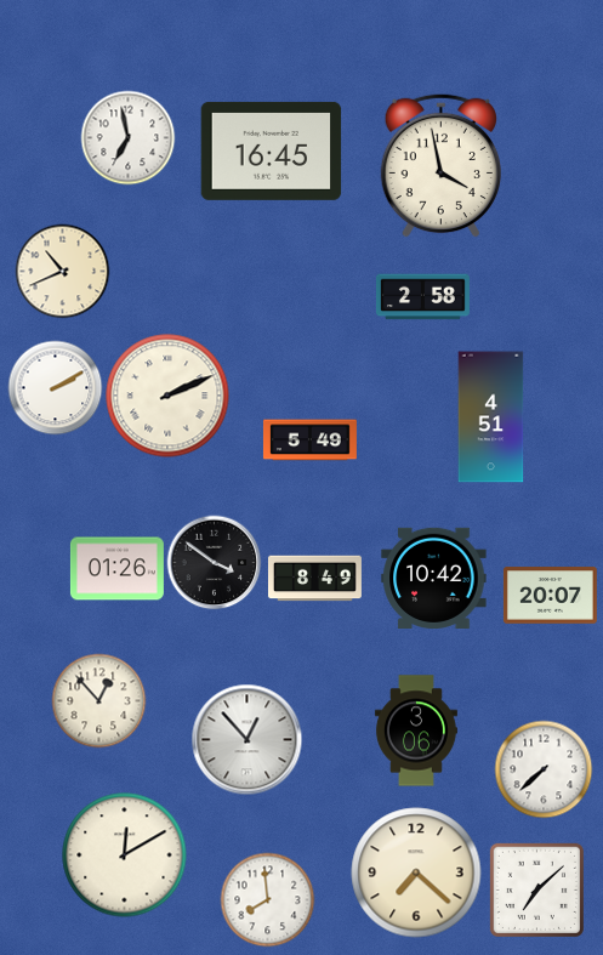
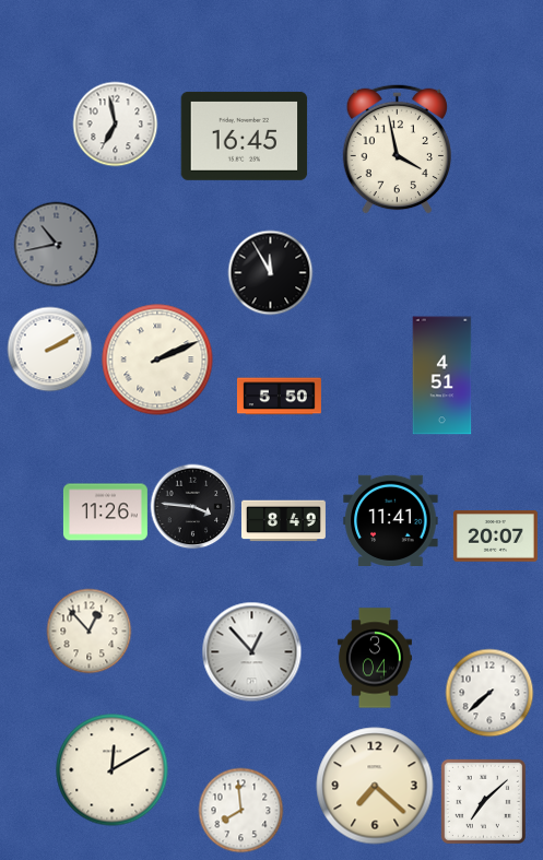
clock at (62, 271): 10:41 -> 10:43
clock at (62, 271) dial: cream -> grey
clock at (422, 297): 2:58 -> none
clock at (270, 272): none -> 11:55
clock at (167, 396) position: (167, 396) -> (157, 360)
clock at (309, 440): 5:49 -> 5:50
clock at (214, 562): 3:51 -> 3:46
clock at (116, 569): 01:26 -> 11:26
clock at (434, 578): 10:42 -> 11:41
clock at (416, 731): 3:06 -> 3:04
clock at (246, 739) position: (246, 739) -> (251, 651)
